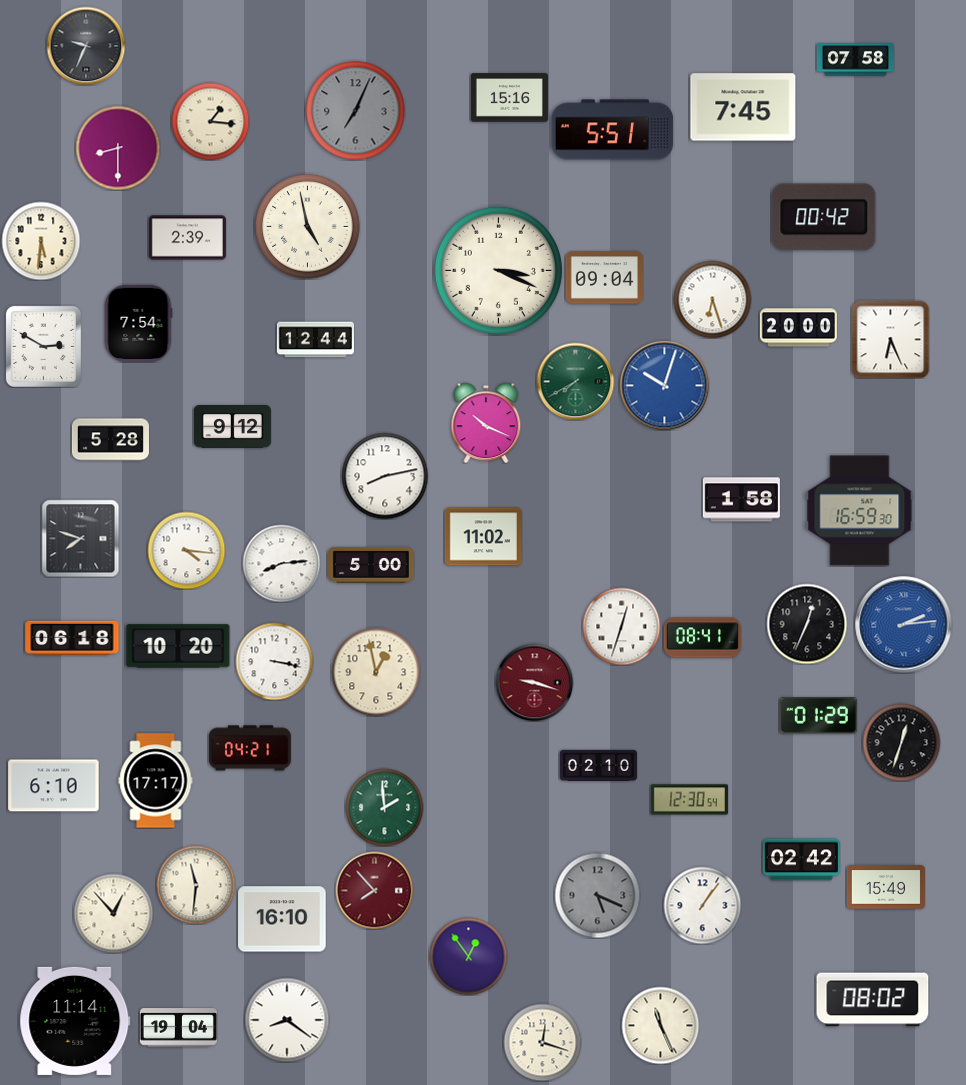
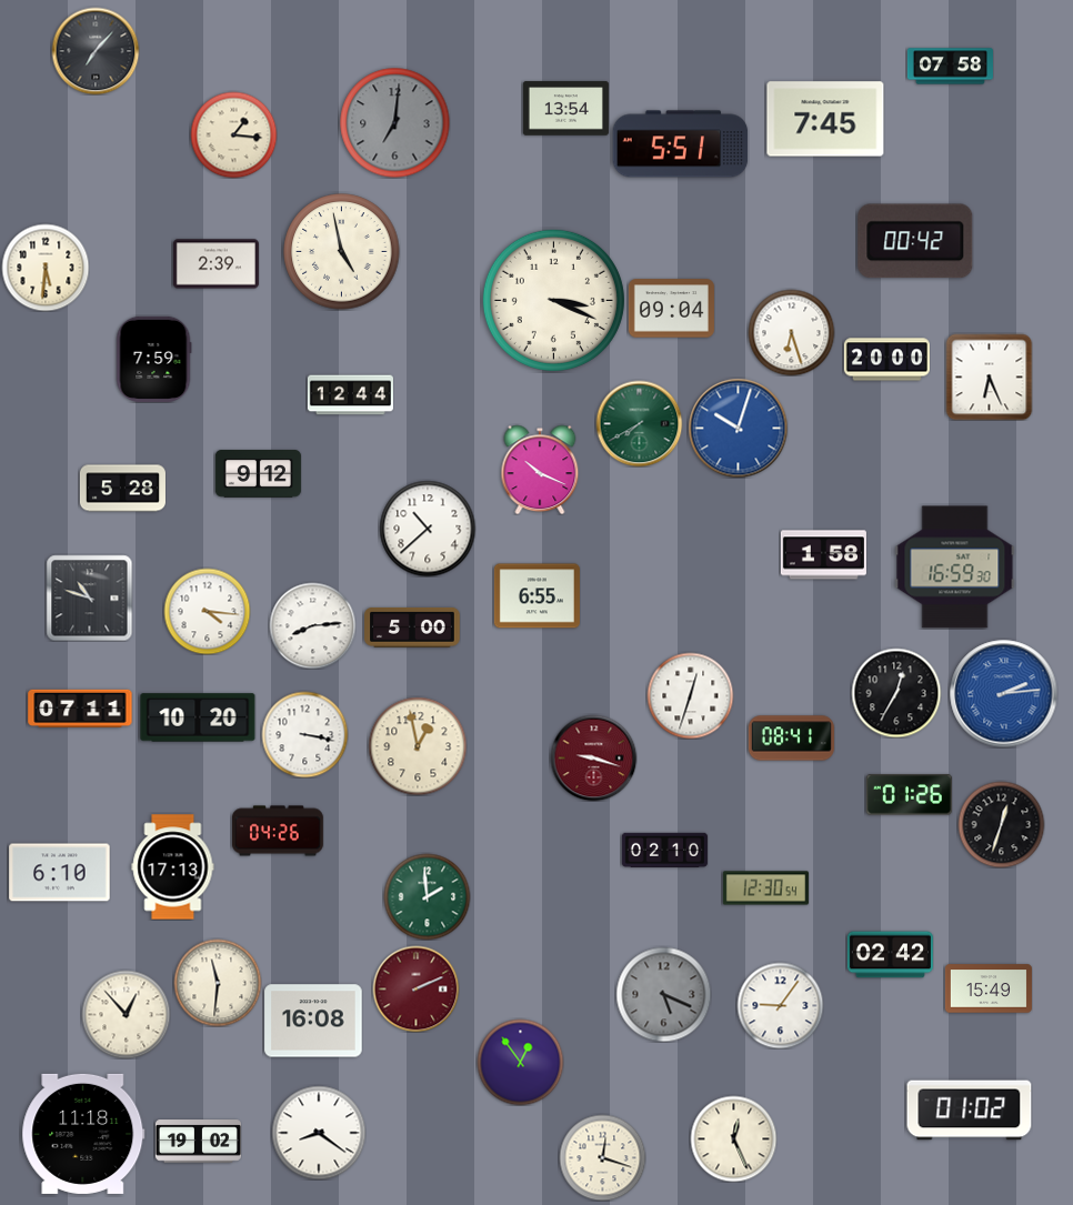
clock at (86, 46): 9:34 -> 7:07
clock at (509, 98): 15:16 -> 13:54
clock at (356, 111): 7:04 -> 7:01
clock at (118, 148): 8:30 -> none
clock at (187, 238) position: (187, 238) -> (215, 264)
clock at (138, 323): 7:54 -> 7:59
clock at (798, 328) position: (798, 328) -> (886, 360)
clock at (315, 340) position: (315, 340) -> (350, 395)
clock at (43, 346): 2:50 -> none
clock at (385, 476): 8:13 -> 10:38
clock at (483, 537): 11:02 -> 6:55
clock at (80, 538): 7:48 -> 10:48
clock at (807, 624): 12:34 -> 12:35
clock at (72, 638): 06:18 -> 07:11
clock at (702, 638) position: (702, 638) -> (791, 739)
clock at (818, 716): 01:29 -> 01:26
clock at (250, 748): 04:21 -> 04:26
clock at (156, 781): 17:17 -> 17:13
clock at (886, 887) position: (886, 887) -> (989, 988)
clock at (374, 890): 7:53 -> 2:11
clock at (702, 905): 1:06 -> 9:06
clock at (282, 919): 16:10 -> 16:08
clock at (873, 1000): 08:02 -> 01:02
clock at (75, 1021): 11:14 -> 11:18
clock at (660, 1025): 11:26 -> 12:26
clock at (178, 1028): 19:04 -> 19:02
